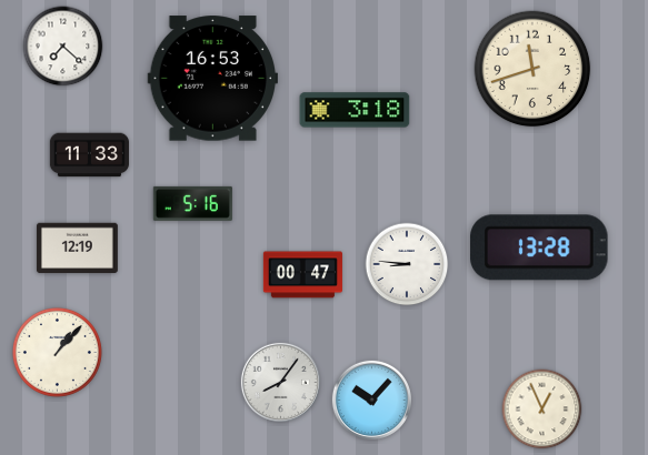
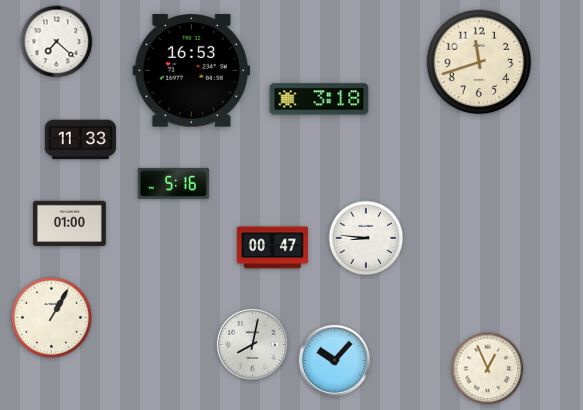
clock at (539, 247): 13:28 -> none
clock at (77, 249): 12:19 -> 01:00
clock at (57, 352): 1:07 -> 1:05
clock at (280, 382): 8:06 -> 8:02
